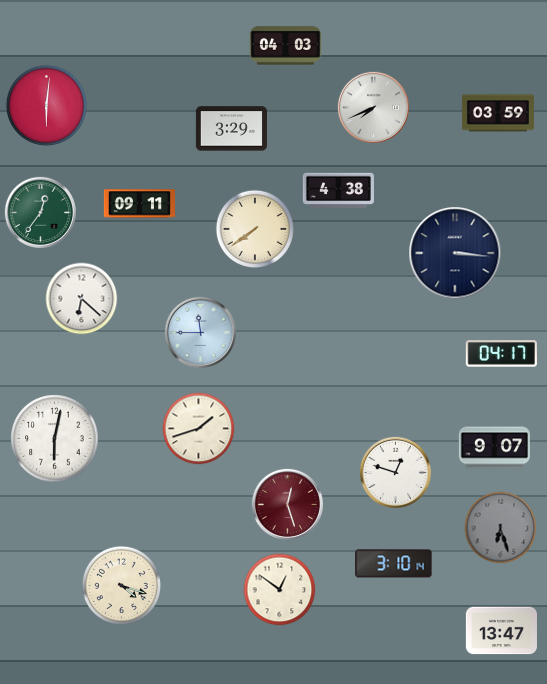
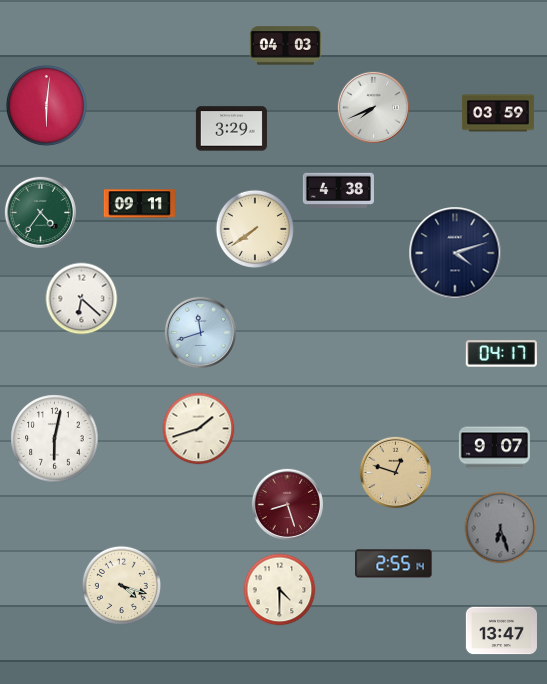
clock at (40, 212): 12:36 -> 4:36
clock at (455, 253): 3:16 -> 4:12
clock at (200, 332): 11:45 -> 11:42
clock at (395, 472) dial: white -> champagne
clock at (287, 504): 12:27 -> 8:27
clock at (394, 564): 3:10 -> 2:55
clock at (280, 590): 12:51 -> 4:30
